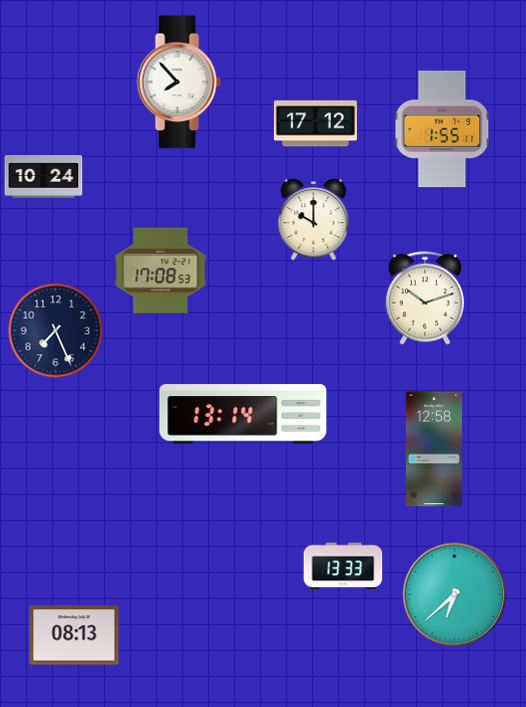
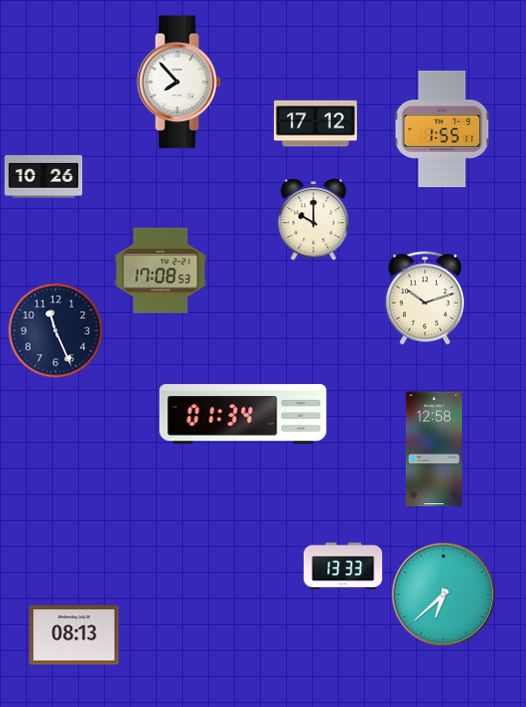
clock at (44, 177): 10:24 -> 10:26
clock at (56, 331): 7:26 -> 11:26
clock at (243, 414): 13:14 -> 01:34
clock at (455, 595) position: (455, 595) -> (444, 595)
